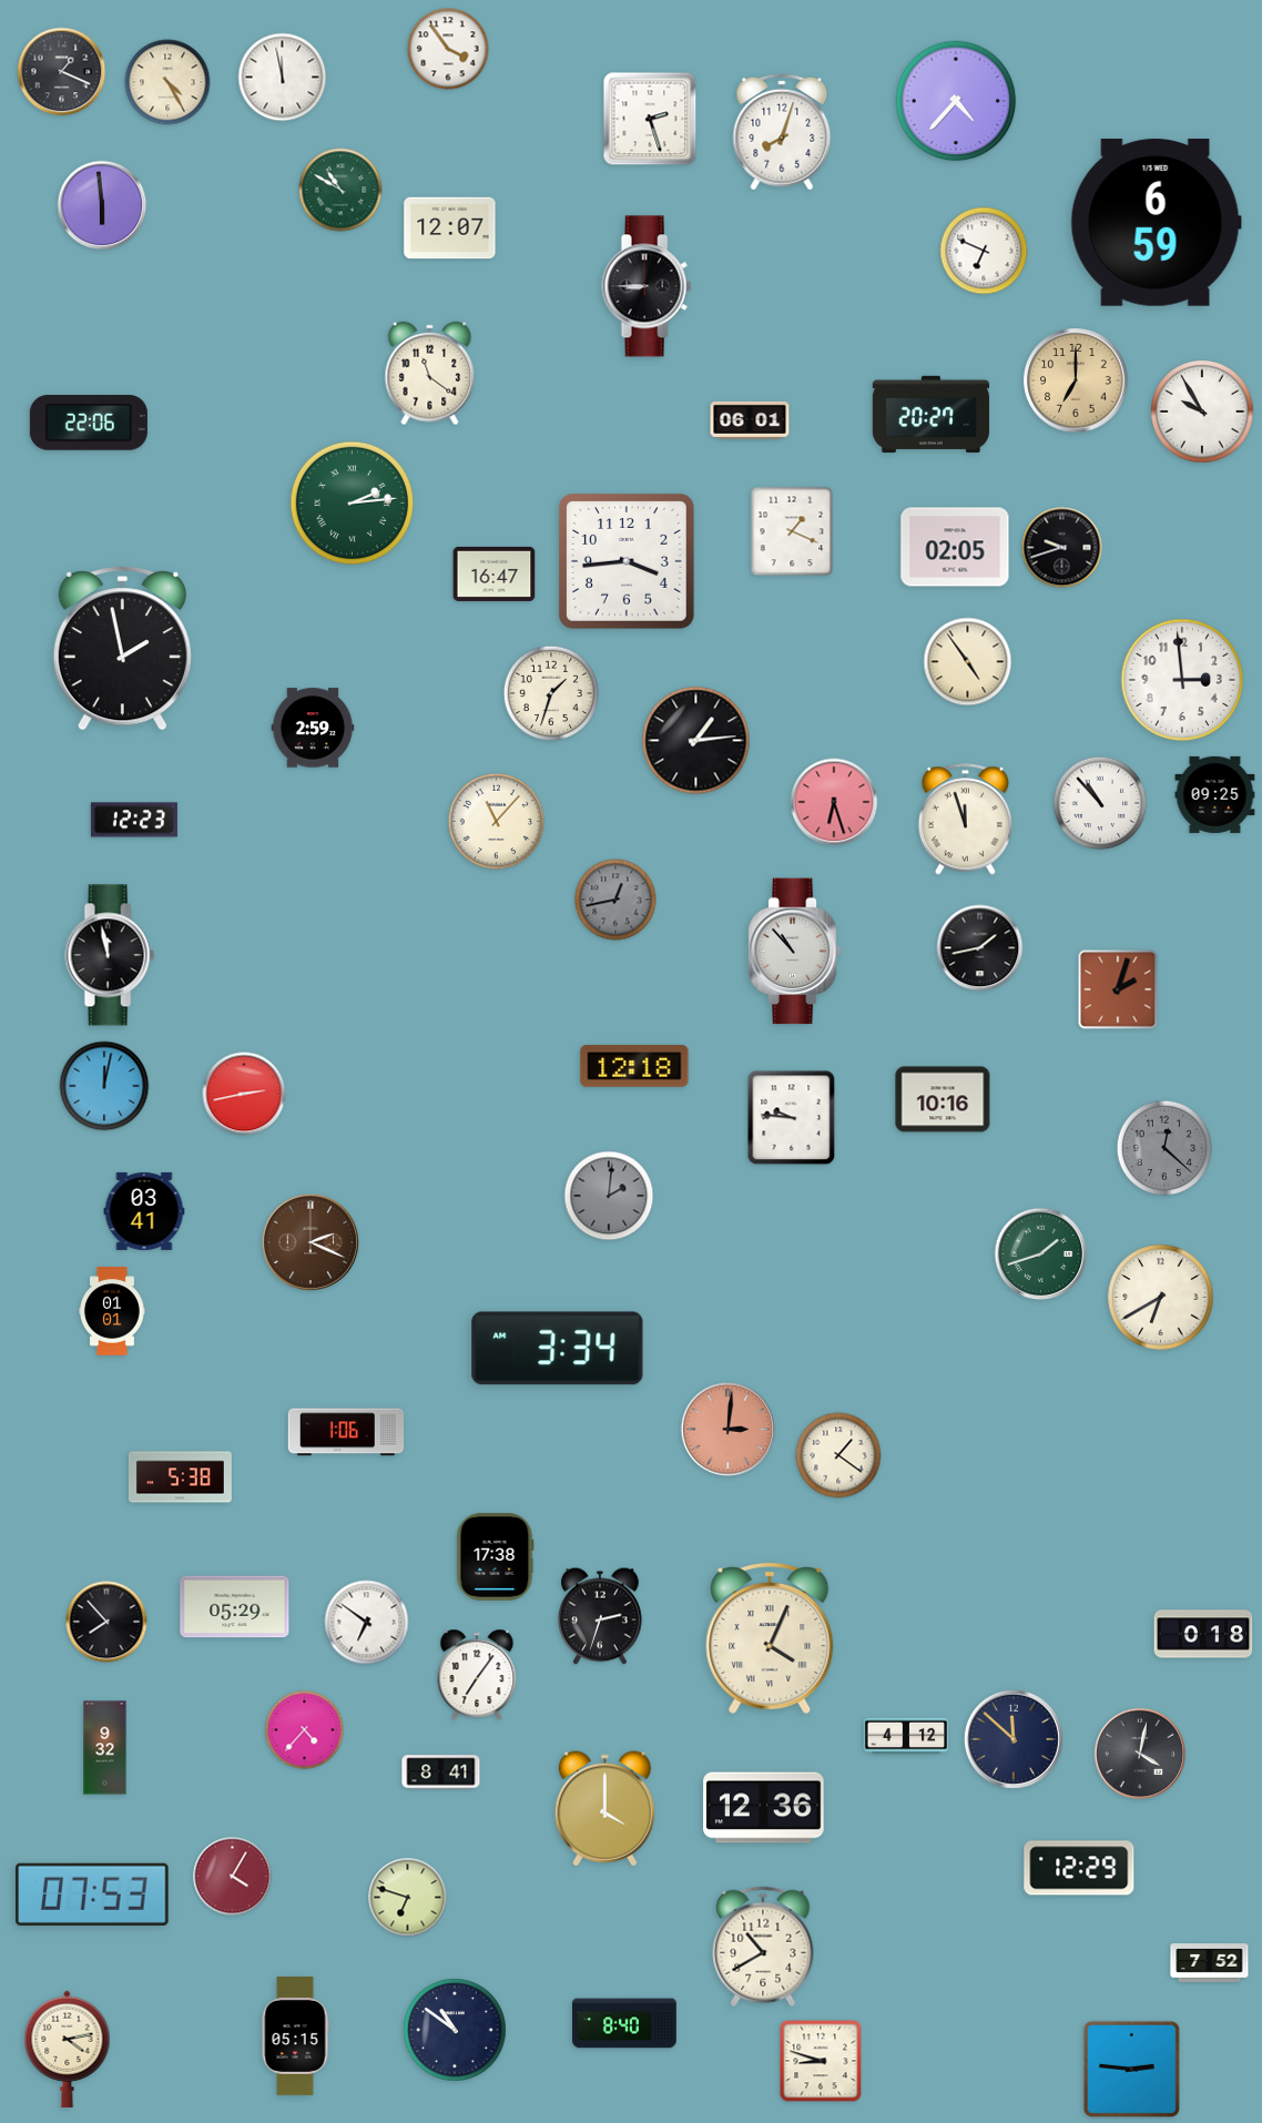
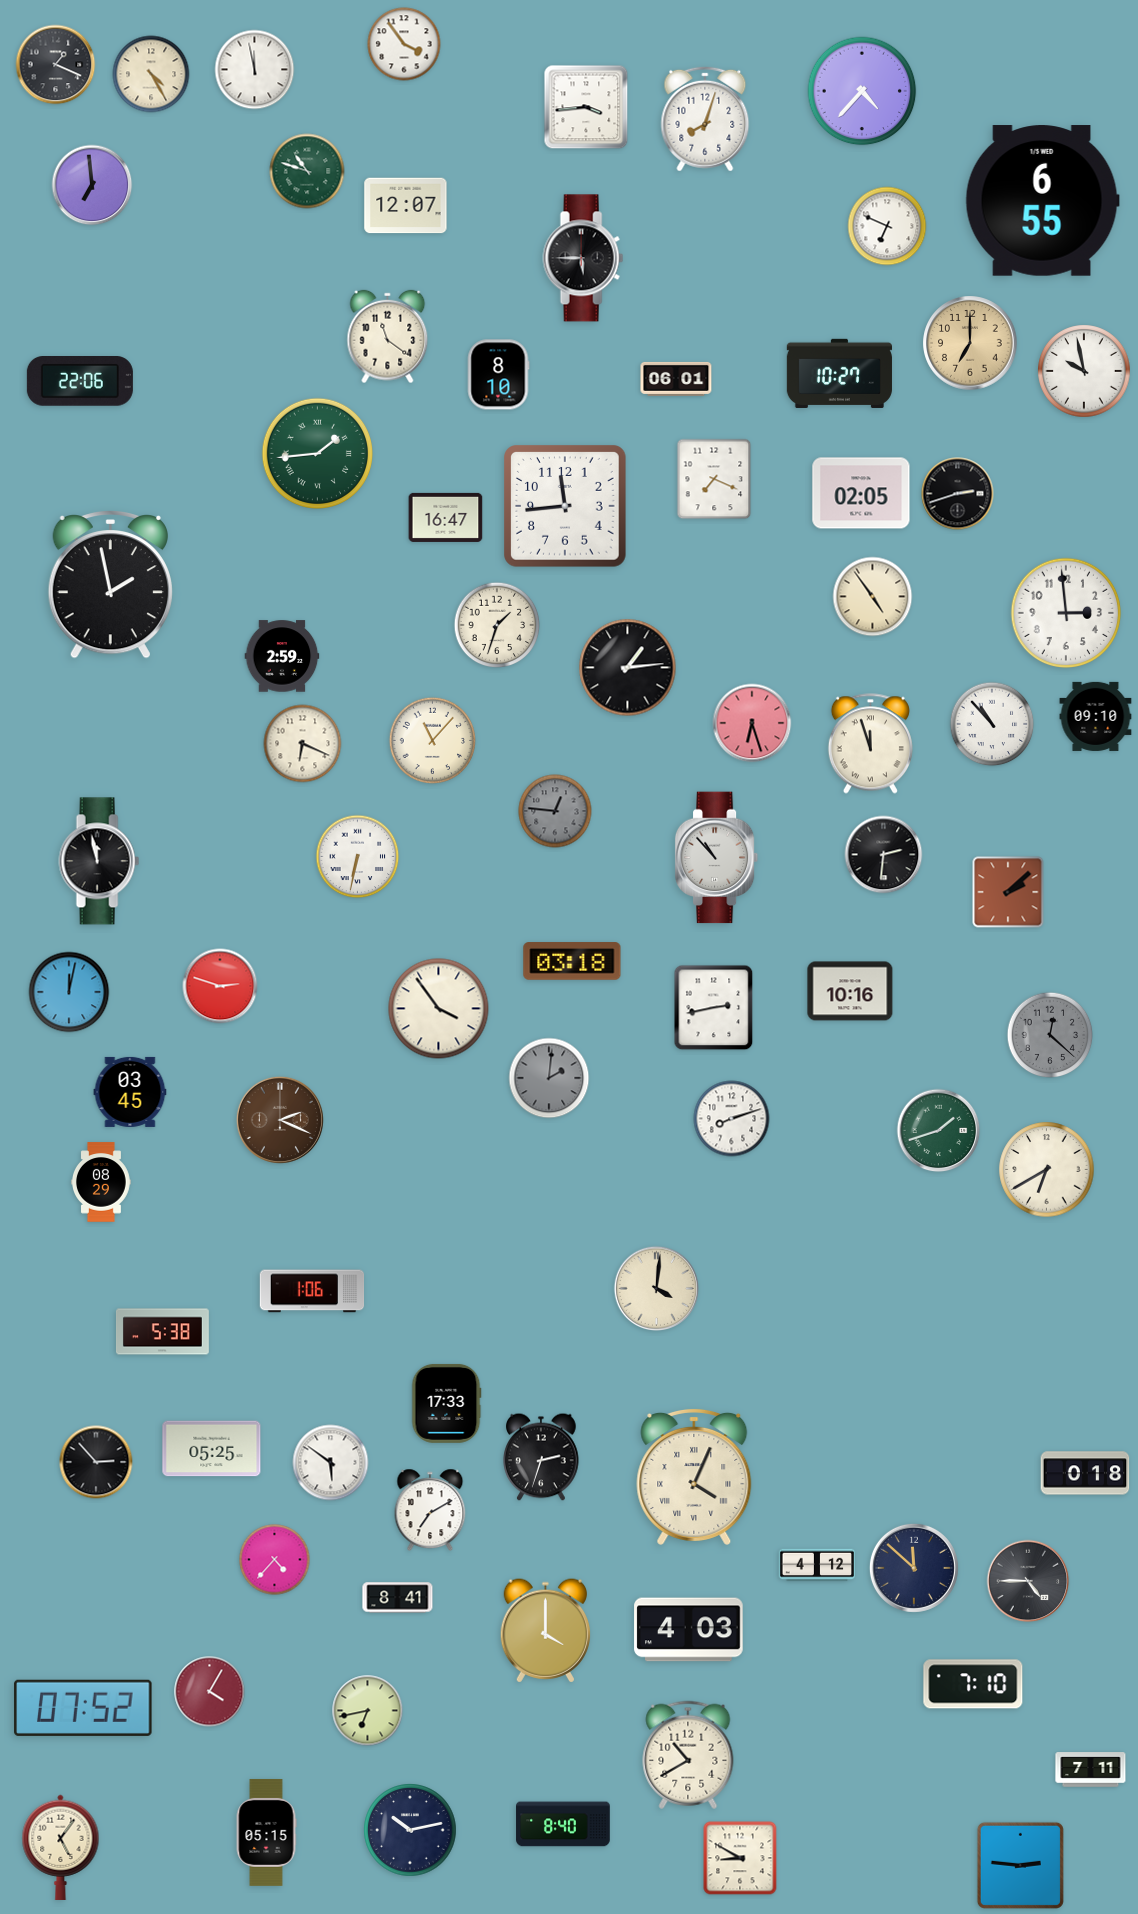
clock at (650, 119): 2:27 -> 3:44
clock at (340, 190): 10:50 -> 10:48
clock at (102, 205): 5:59 -> 6:59
clock at (1156, 223): 6:59 -> 6:55
clock at (647, 286): 8:45 -> 5:45
clock at (1202, 412): 9:55 -> 9:58
clock at (930, 414): 20:27 -> 10:27
clock at (498, 375): none -> 8:10
clock at (353, 502): 2:14 -> 1:44
clock at (792, 531): 1:19 -> 7:19
clock at (1062, 548): 9:42 -> 2:42
clock at (627, 561): 3:44 -> 11:44
clock at (1215, 794): 09:25 -> 09:10
clock at (134, 820): 12:23 -> none
clock at (965, 820) position: (965, 820) -> (870, 744)
clock at (496, 821) position: (496, 821) -> (432, 740)
clock at (303, 744): none -> 6:19
clock at (615, 900): 12:43 -> 12:46
clock at (980, 948): 1:43 -> 2:31
clock at (358, 857): none -> 6:32
clock at (1118, 989): 2:03 -> 2:08
clock at (634, 1066): 12:18 -> 03:18
clock at (104, 1086) position: (104, 1086) -> (69, 992)
clock at (244, 1094): 2:43 -> 2:48
clock at (792, 1118): 9:46 -> 2:43
clock at (439, 1009): none -> 3:54
clock at (144, 1211): 03:41 -> 03:45
clock at (732, 1119): none -> 8:12
clock at (113, 1311): 01:01 -> 08:29
clock at (558, 1349): 3:34 -> none
clock at (729, 1430): 3:01 -> 4:01
clock at (729, 1430) dial: salmon -> cream
clock at (838, 1455): 1:21 -> none
clock at (496, 1556): 17:38 -> 17:33
clock at (235, 1607): 05:29 -> 05:25
clock at (106, 1622): 7:53 -> 2:53
clock at (367, 1623): 6:51 -> 5:51
clock at (477, 1675): 7:06 -> 7:10
clock at (105, 1748): 9:32 -> none
clock at (1140, 1754): 4:02 -> 4:45
clock at (764, 1808): 12:36 -> 4:03
clock at (1079, 1868): 12:29 -> 7:10
clock at (92, 1895): 07:53 -> 07:52
clock at (408, 1898): 6:48 -> 6:43
clock at (1210, 1963): 7:52 -> 7:11
clock at (455, 2030): 10:51 -> 10:13
clock at (295, 2035) position: (295, 2035) -> (266, 1832)
clock at (68, 2049): 4:13 -> 5:06
clock at (821, 2061): 8:48 -> 8:50
